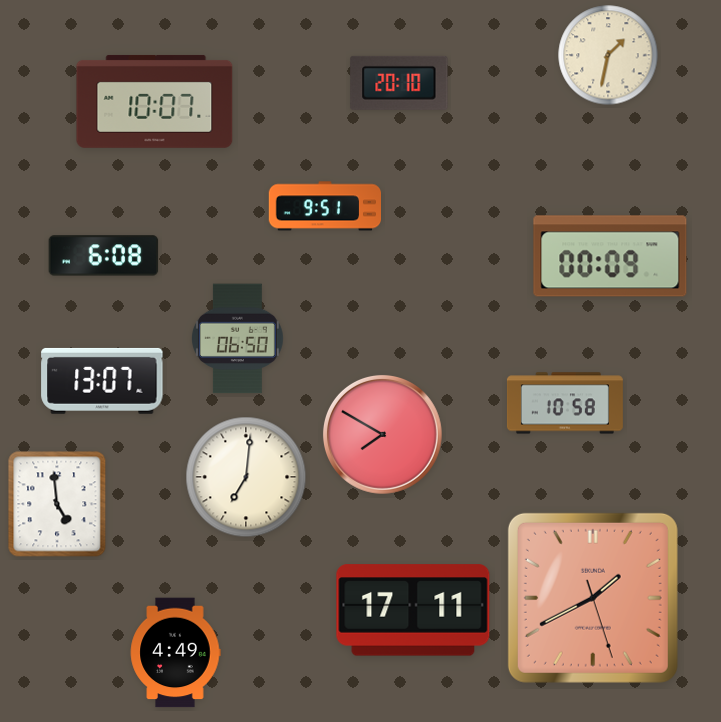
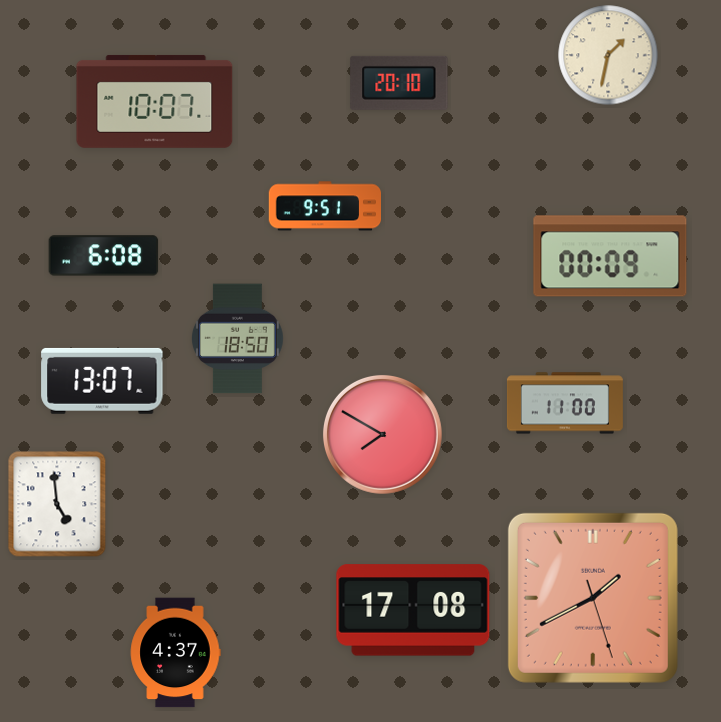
clock at (238, 339): 06:50 -> 18:50
clock at (565, 403): 10:58 -> 11:00
clock at (246, 477): 7:01 -> none
clock at (413, 610): 17:11 -> 17:08
clock at (175, 653): 4:49 -> 4:37
